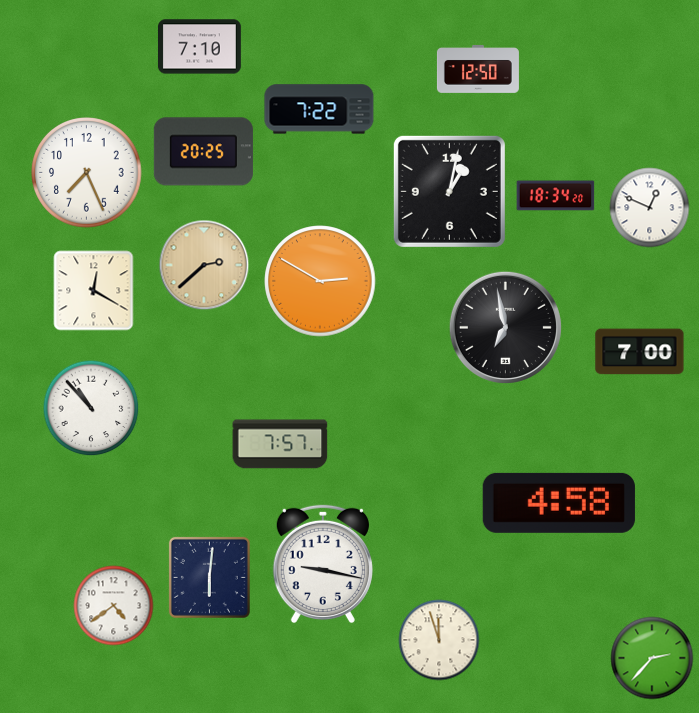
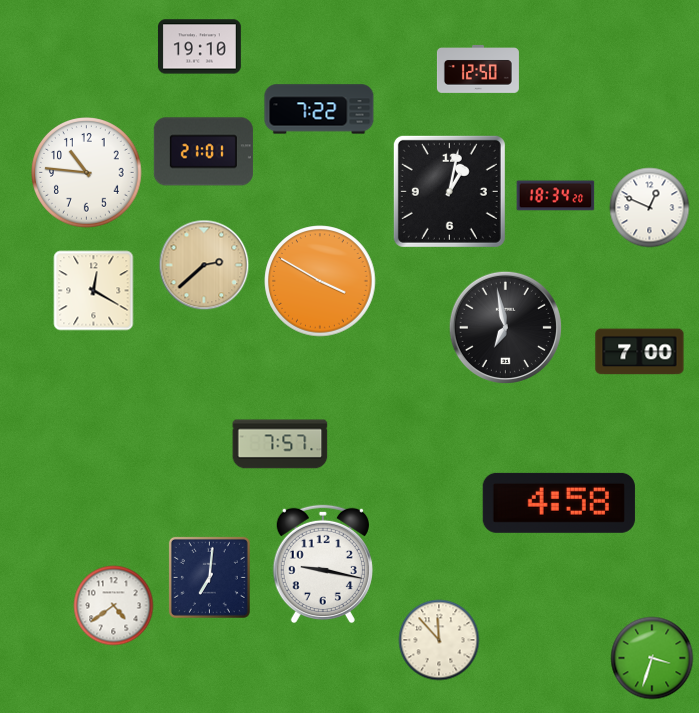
clock at (199, 47): 7:10 -> 19:10
clock at (203, 152): 20:25 -> 21:01
clock at (87, 173): 7:26 -> 10:46
clock at (320, 281): 2:50 -> 3:50
clock at (91, 408): 10:53 -> none
clock at (209, 577): 6:01 -> 7:01
clock at (439, 640): 11:57 -> 11:53
clock at (652, 658): 2:37 -> 3:33
